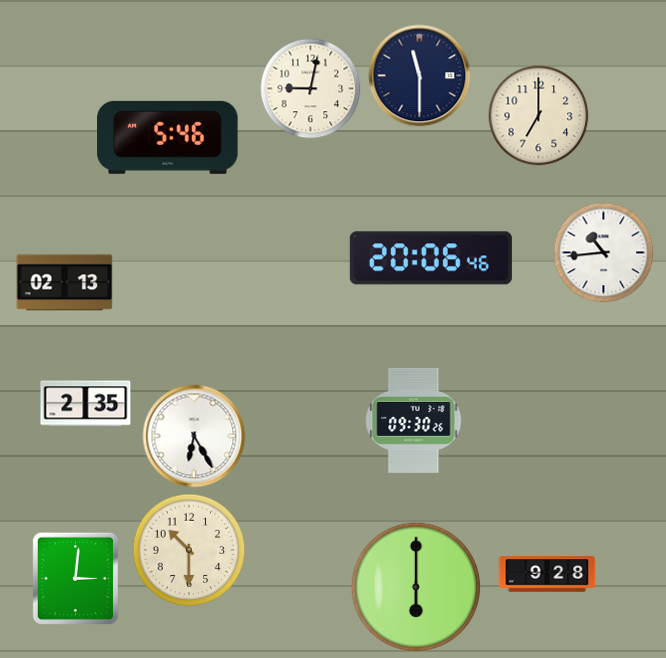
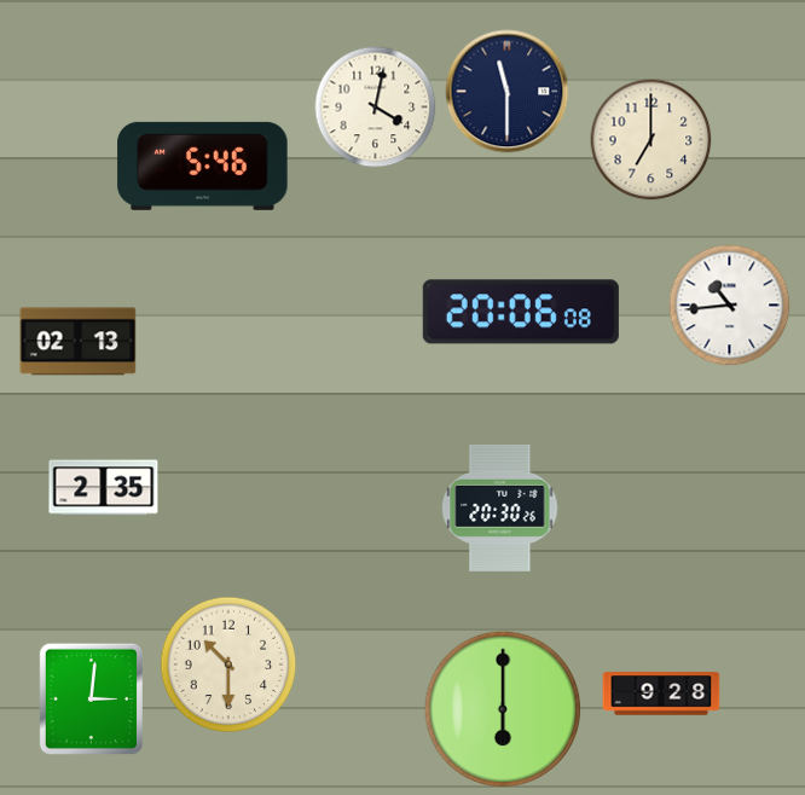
clock at (311, 89): 9:02 -> 4:02
clock at (431, 258): 20:06:46 -> 20:06:08
clock at (414, 420): 09:30 -> 20:30
clock at (194, 436): 6:25 -> none
